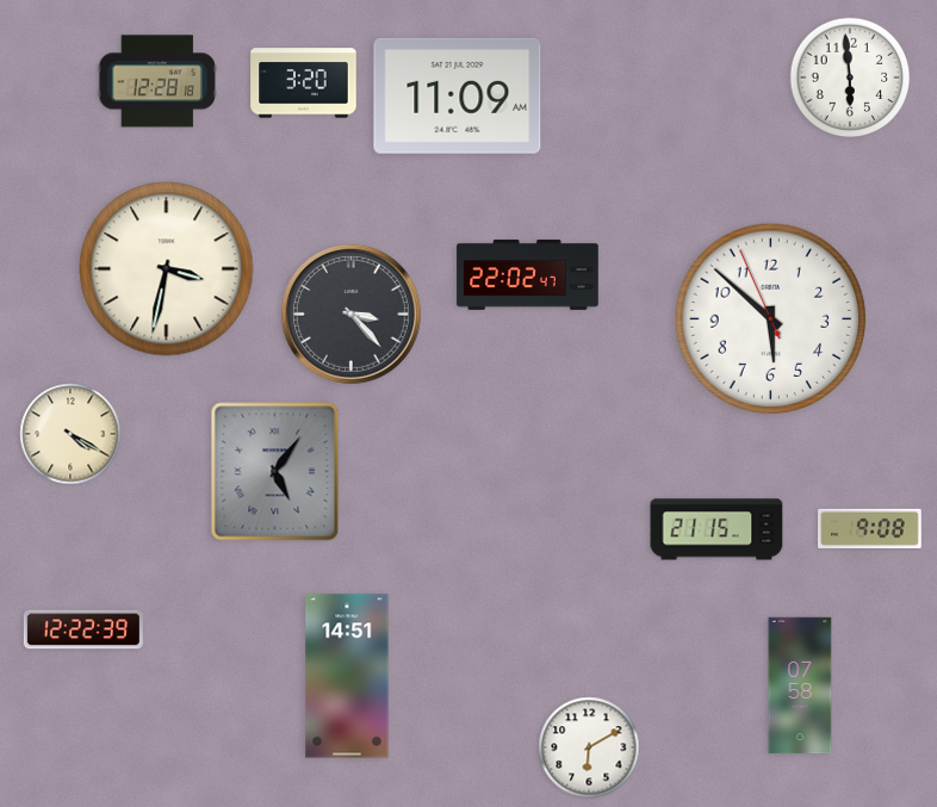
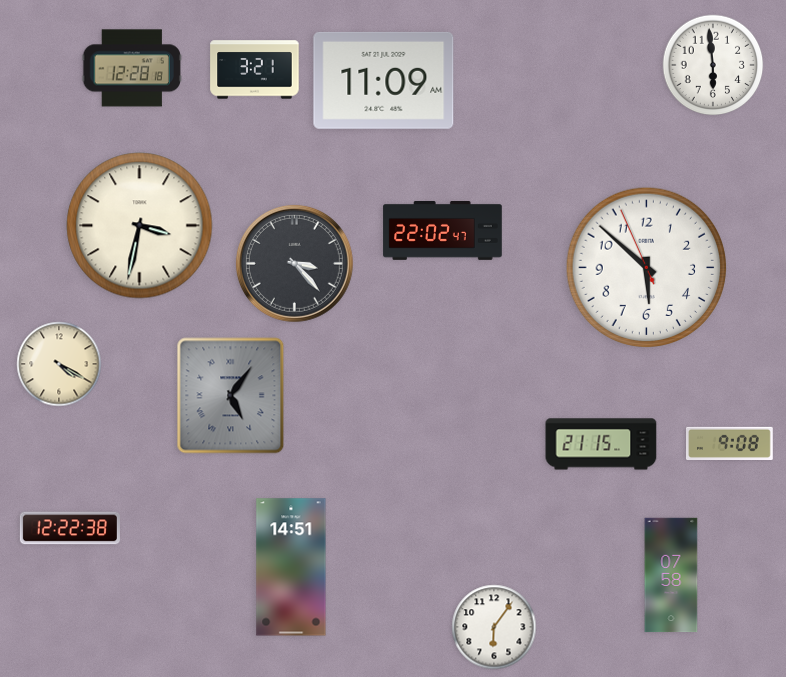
clock at (304, 83): 3:20 -> 3:21
clock at (83, 629): 12:22:39 -> 12:22:38
clock at (589, 747): 6:10 -> 6:06
